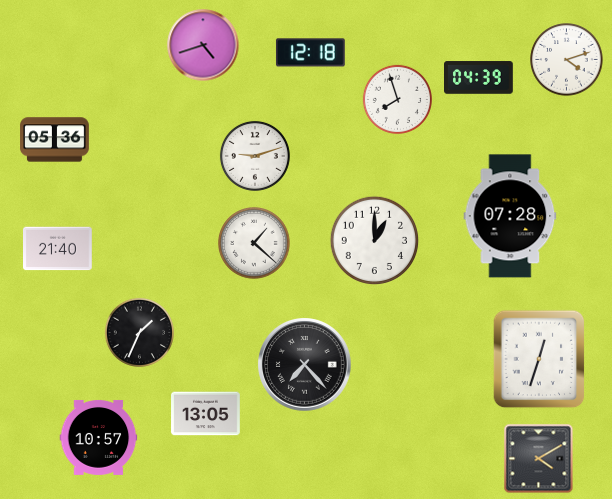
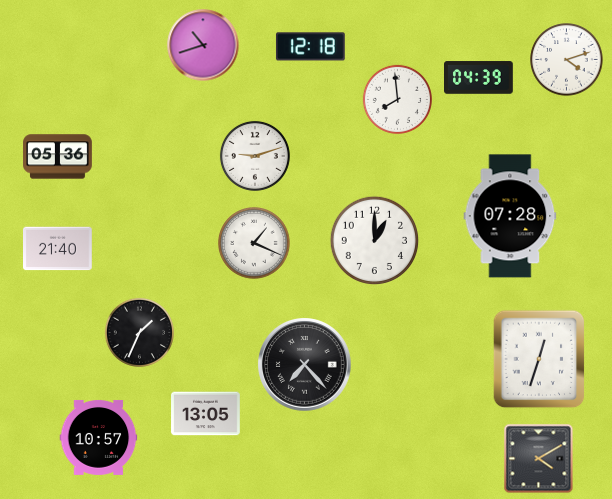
clock at (203, 45): 4:42 -> 10:42
clock at (310, 53) position: (310, 53) -> (310, 47)
clock at (397, 99): 7:57 -> 7:59
clock at (55, 140) position: (55, 140) -> (58, 157)
clock at (255, 244): 1:22 -> 1:19
